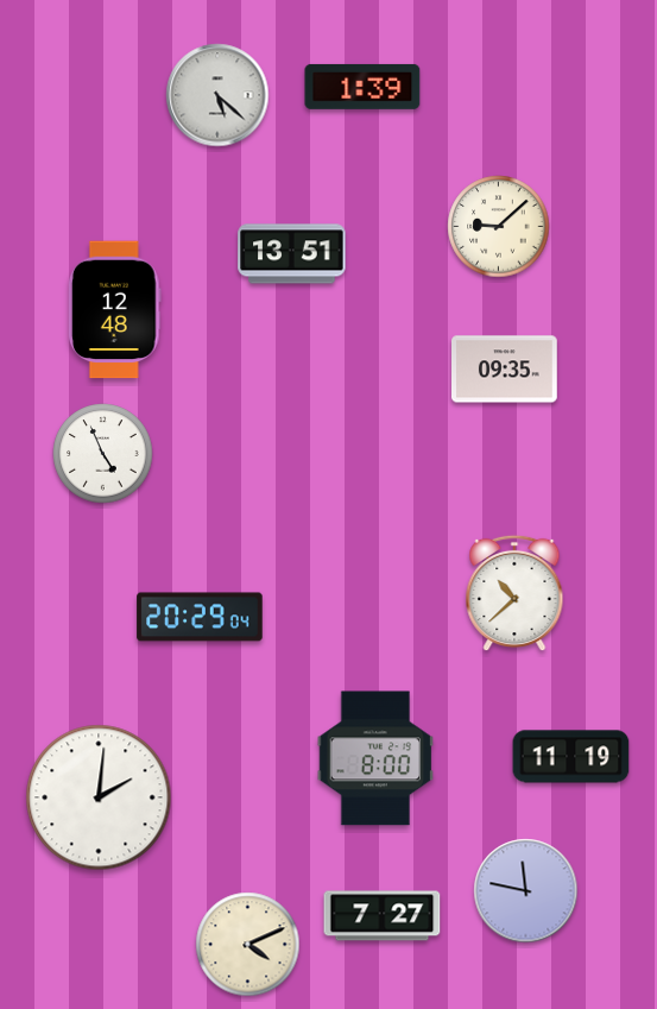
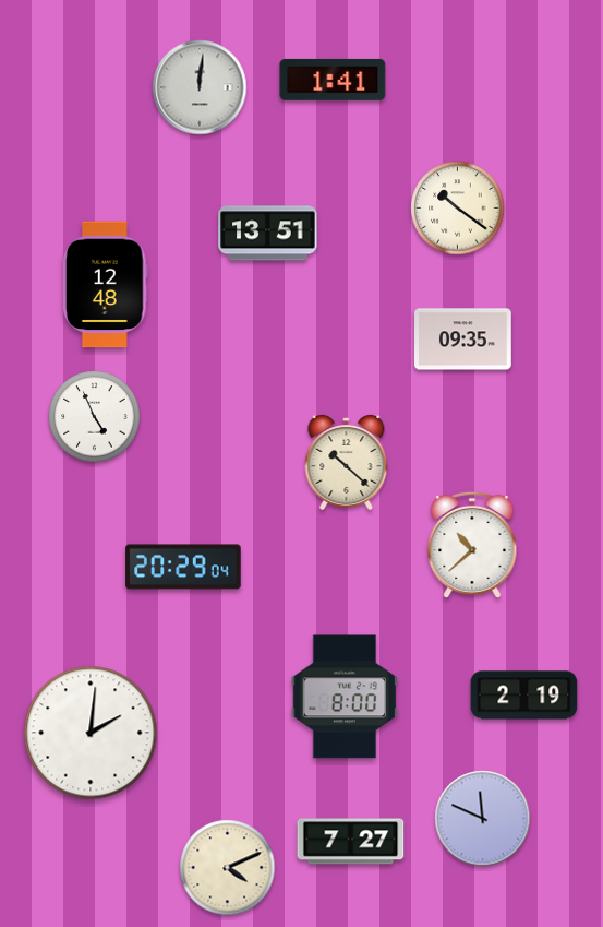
clock at (362, 87): 1:39 -> 1:41
clock at (217, 95): 5:22 -> 12:01
clock at (499, 227): 9:08 -> 10:21
clock at (347, 462): none -> 10:22
clock at (571, 757): 11:19 -> 2:19
clock at (526, 891): 11:47 -> 11:49
